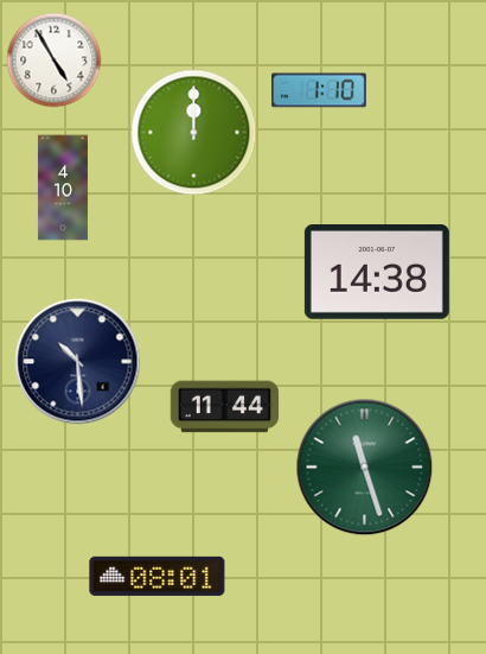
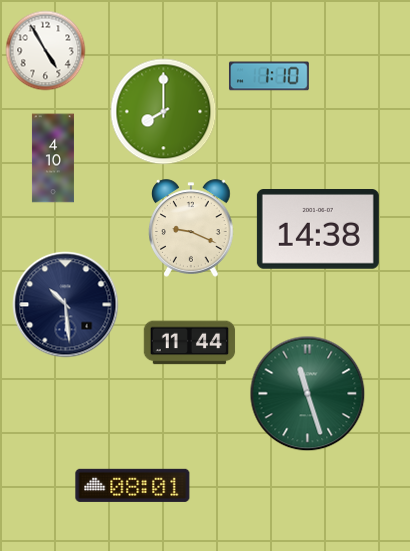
clock at (194, 133): 12:00 -> 8:00
clock at (191, 228): none -> 9:19
